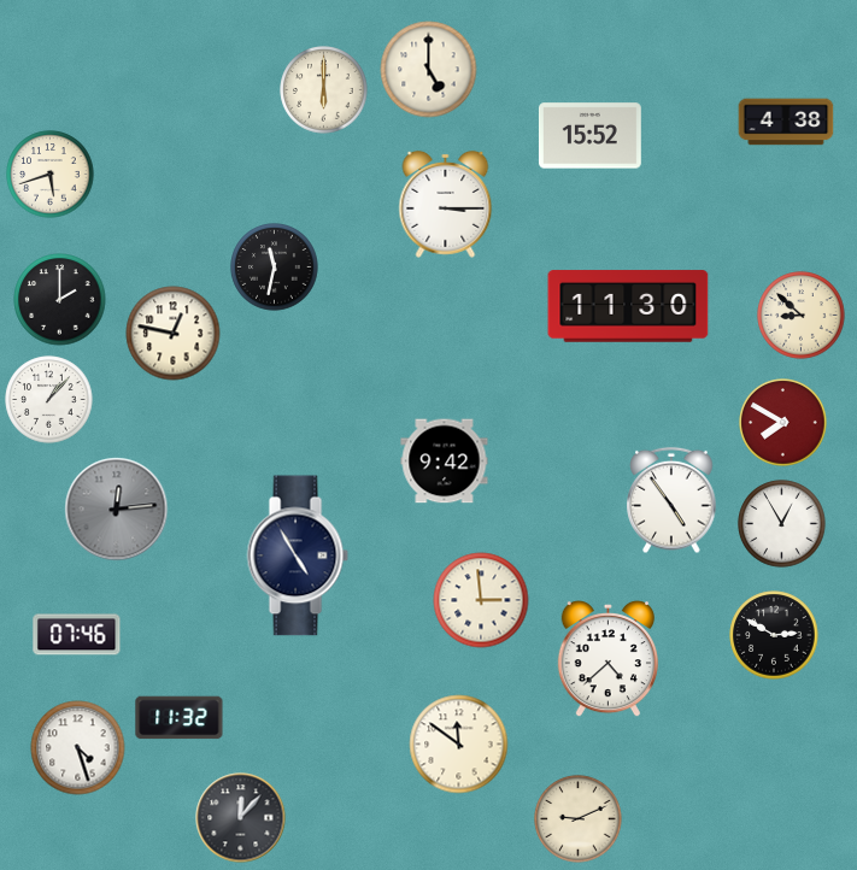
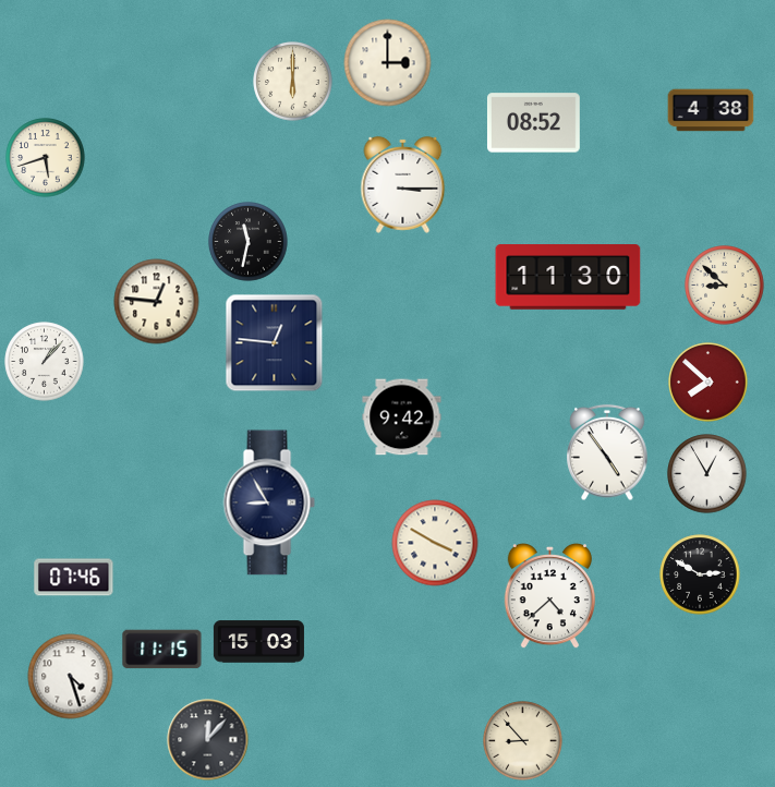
clock at (429, 70): 5:00 -> 3:00
clock at (589, 136): 15:52 -> 08:52
clock at (60, 300): 2:00 -> none
clock at (174, 334): 12:47 -> 12:46
clock at (275, 343): none -> 12:46
clock at (783, 423): 7:50 -> 7:52
clock at (117, 510): 12:14 -> none
clock at (298, 555): 4:55 -> 8:55
clock at (481, 600): 2:59 -> 3:50
clock at (77, 635) position: (77, 635) -> (74, 578)
clock at (258, 642): none -> 15:03
clock at (180, 718): 11:32 -> 11:15
clock at (459, 745): 11:51 -> none
clock at (241, 818) position: (241, 818) -> (208, 740)
clock at (579, 819): 9:11 -> 8:53
